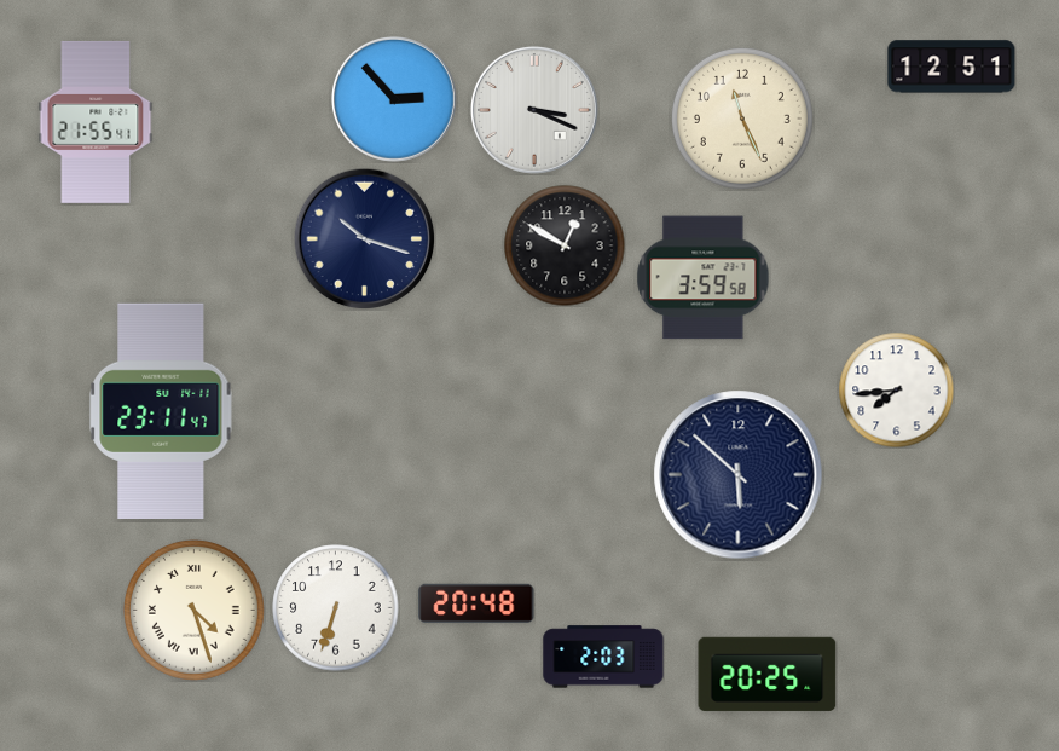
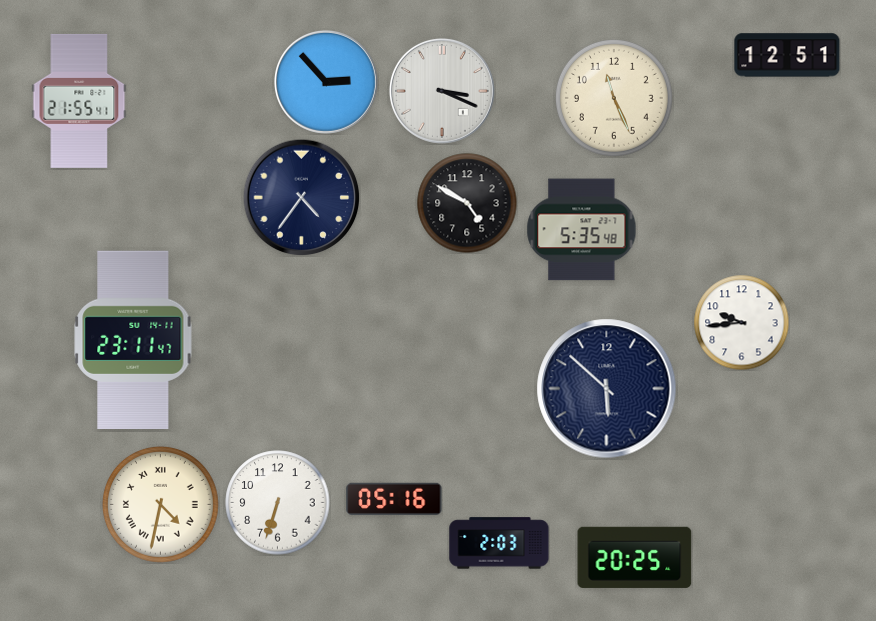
clock at (364, 238): 10:18 -> 4:36
clock at (565, 245): 12:50 -> 4:50
clock at (704, 278): 3:59 -> 5:35
clock at (896, 389): 7:44 -> 9:44
clock at (739, 475) position: (739, 475) -> (607, 389)
clock at (476, 603): 20:48 -> 05:16
clock at (193, 610): 4:27 -> 4:32
